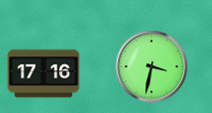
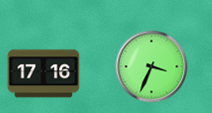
clock at (152, 67): 3:32 -> 3:34
